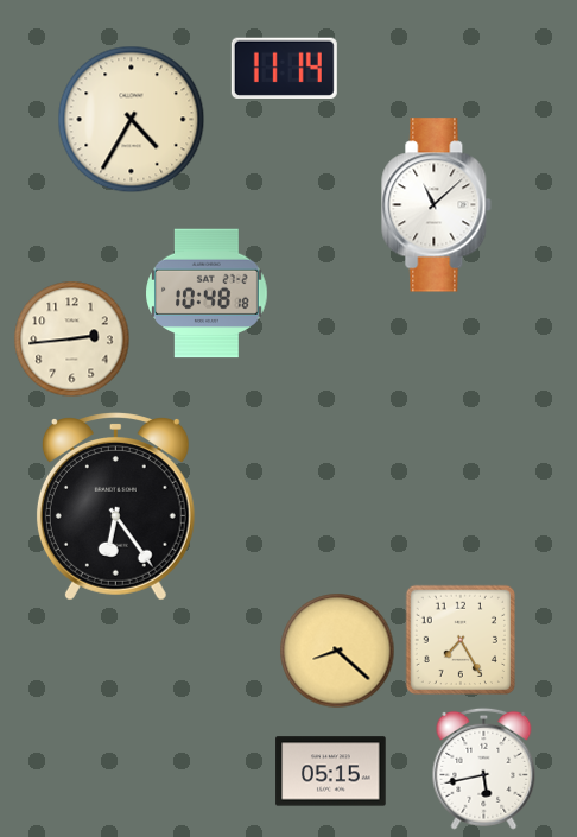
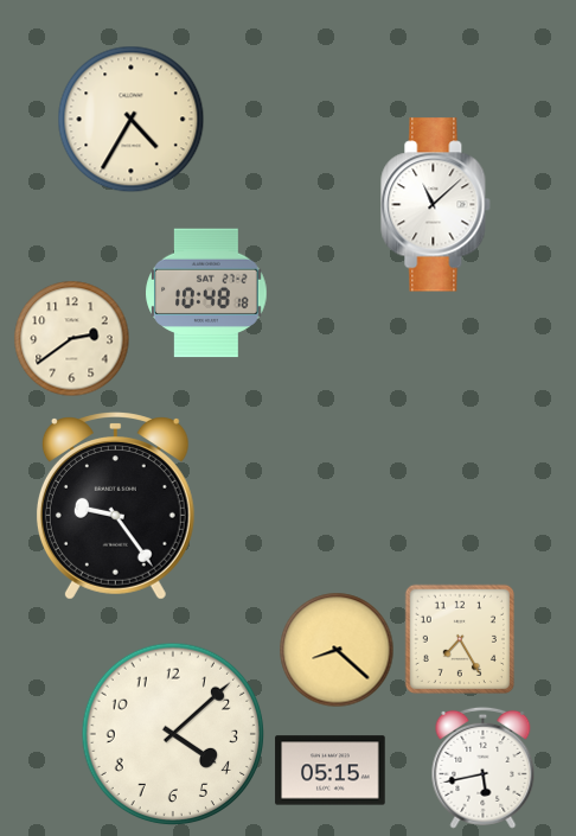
clock at (284, 68): 11:14 -> none
clock at (72, 340): 2:44 -> 2:39
clock at (115, 507): 6:24 -> 9:24
clock at (173, 734): none -> 4:08
